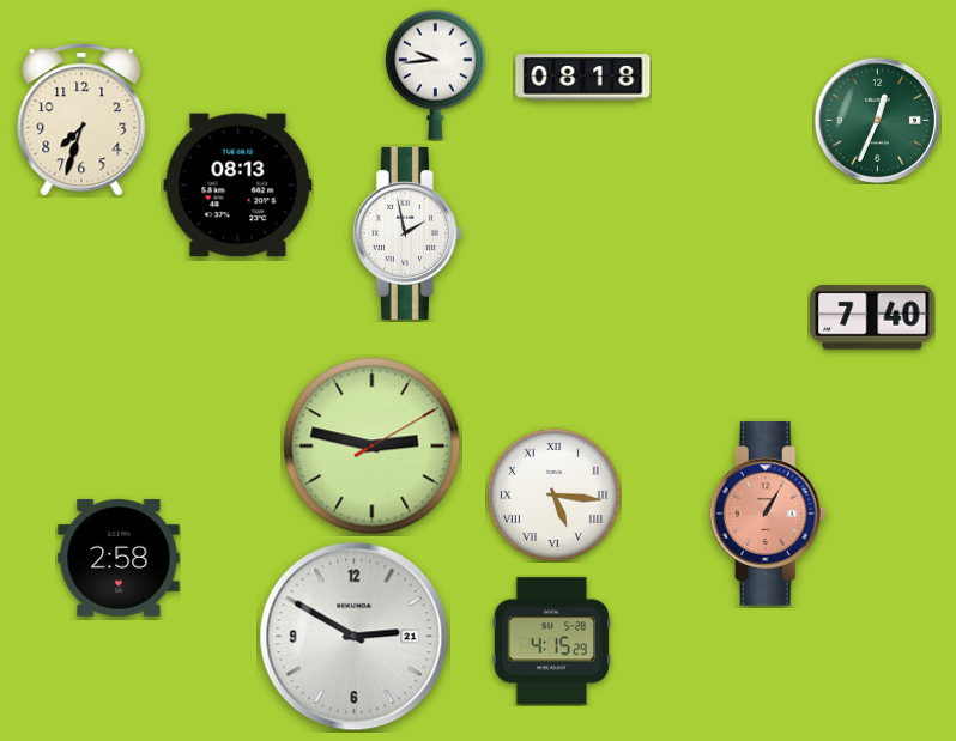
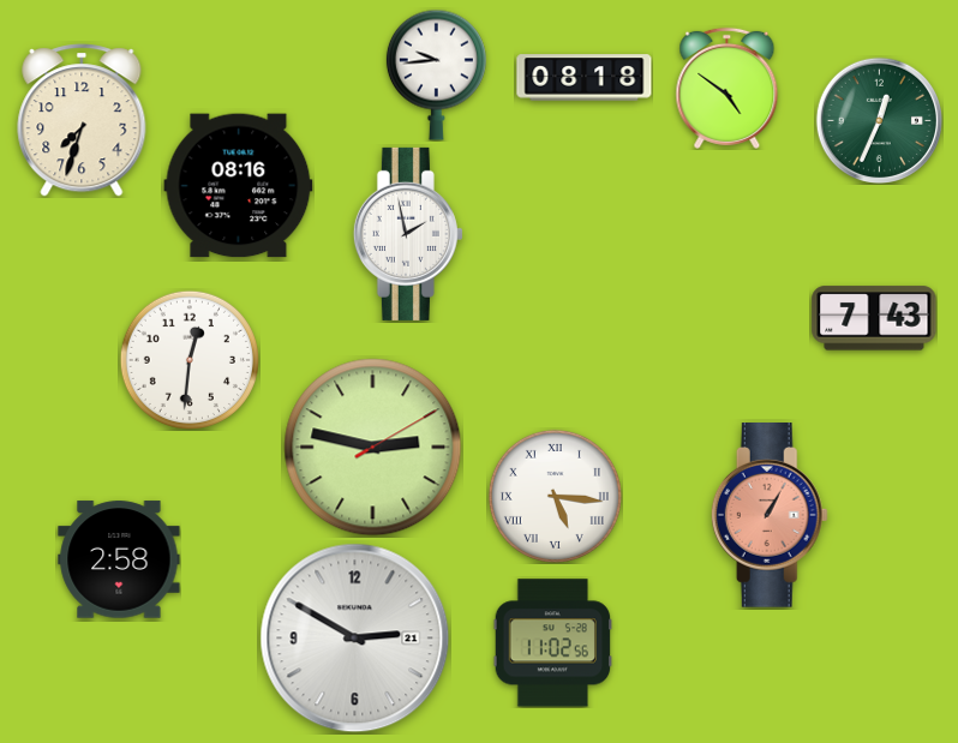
clock at (728, 88): none -> 4:51
clock at (238, 186): 08:13 -> 08:16
clock at (872, 317): 7:40 -> 7:43
clock at (190, 360): none -> 12:31
clock at (552, 642): 4:15 -> 11:02
